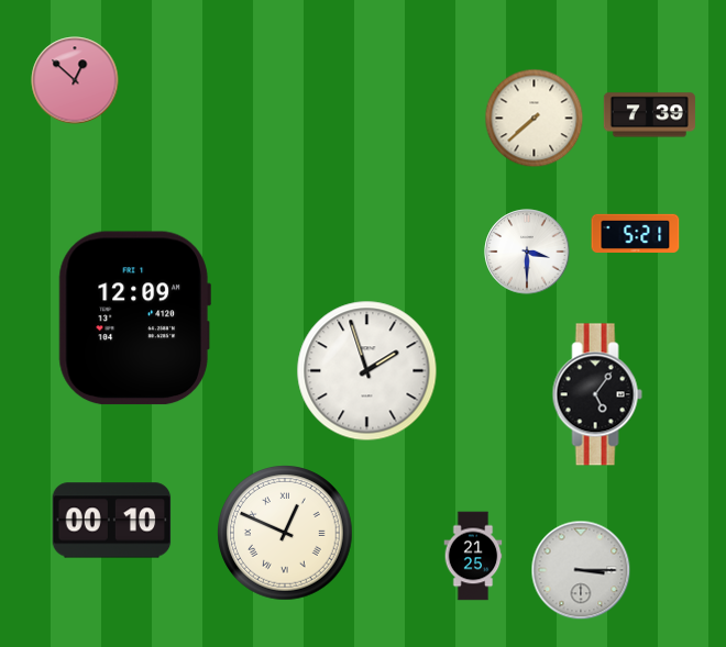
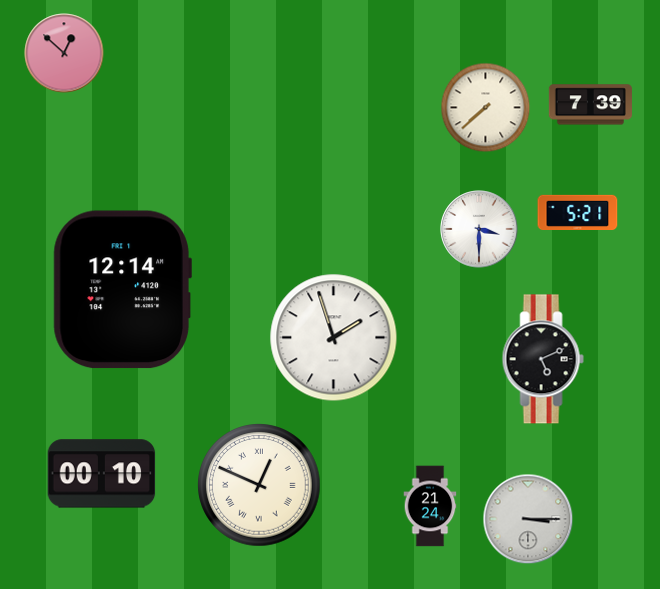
clock at (75, 80) position: (75, 80) -> (64, 53)
clock at (134, 319): 12:09 -> 12:14
clock at (597, 394): 5:06 -> 5:11
clock at (473, 556): 21:25 -> 21:24
